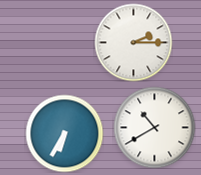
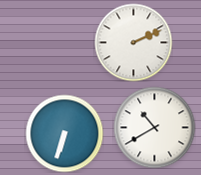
clock at (133, 42): 2:15 -> 2:11
clock at (64, 133): 6:35 -> 6:33
